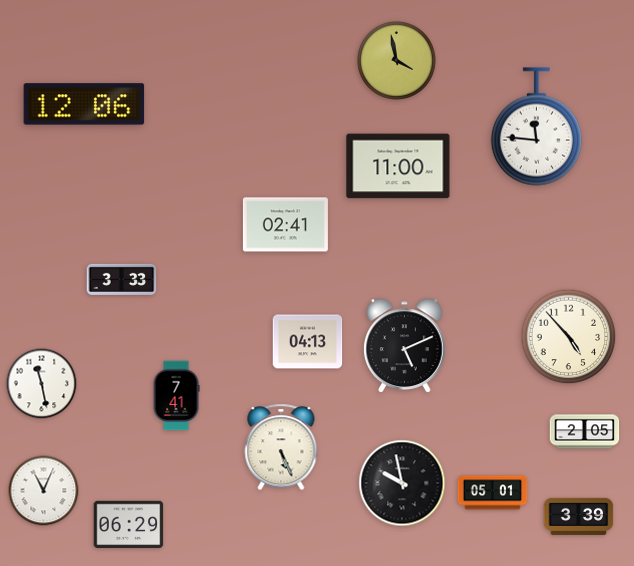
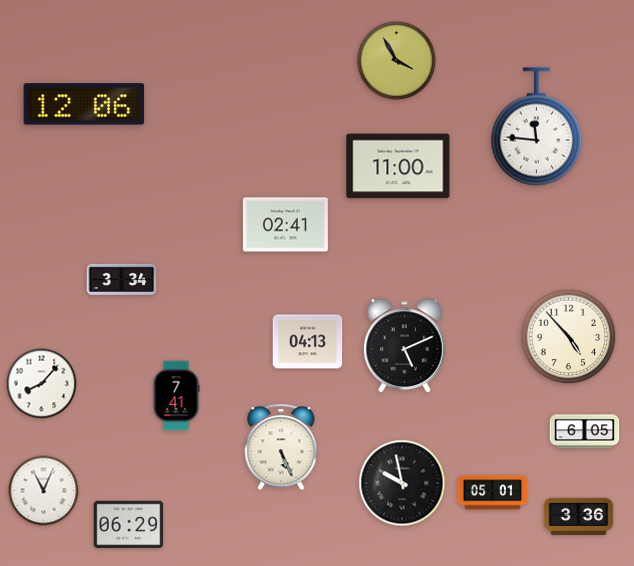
clock at (396, 60): 3:58 -> 3:55
clock at (122, 279): 3:33 -> 3:34
clock at (42, 384): 11:28 -> 8:07
clock at (585, 432): 2:05 -> 6:05
clock at (579, 516): 3:39 -> 3:36
